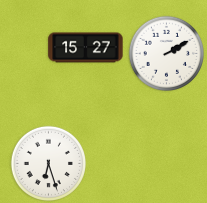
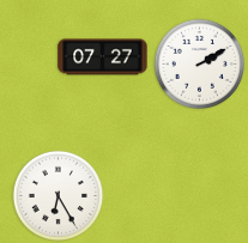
clock at (86, 48): 15:27 -> 07:27
clock at (48, 163): 6:27 -> 6:25
